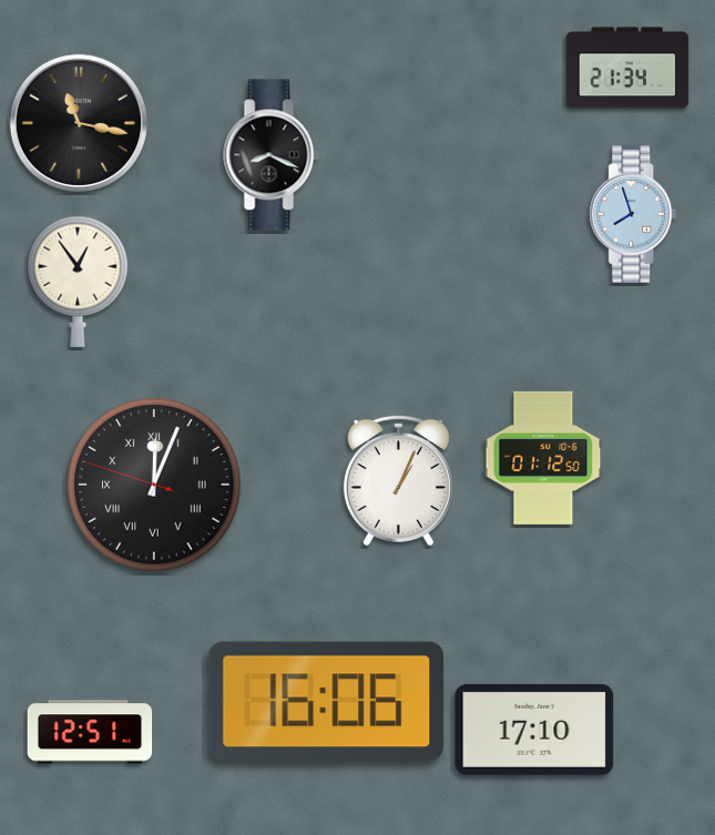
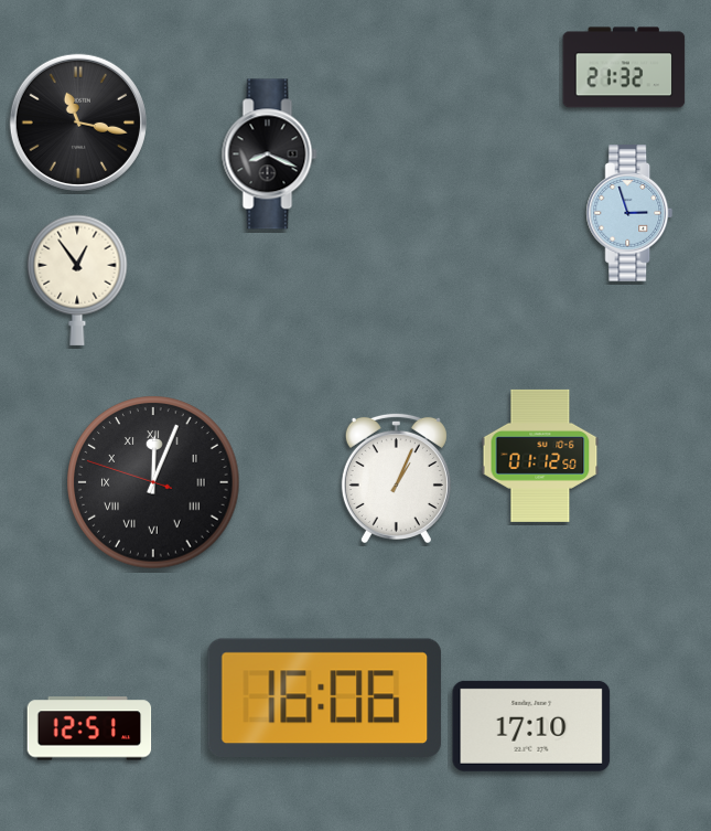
clock at (627, 68): 21:34 -> 21:32
clock at (633, 214): 7:57 -> 2:57
